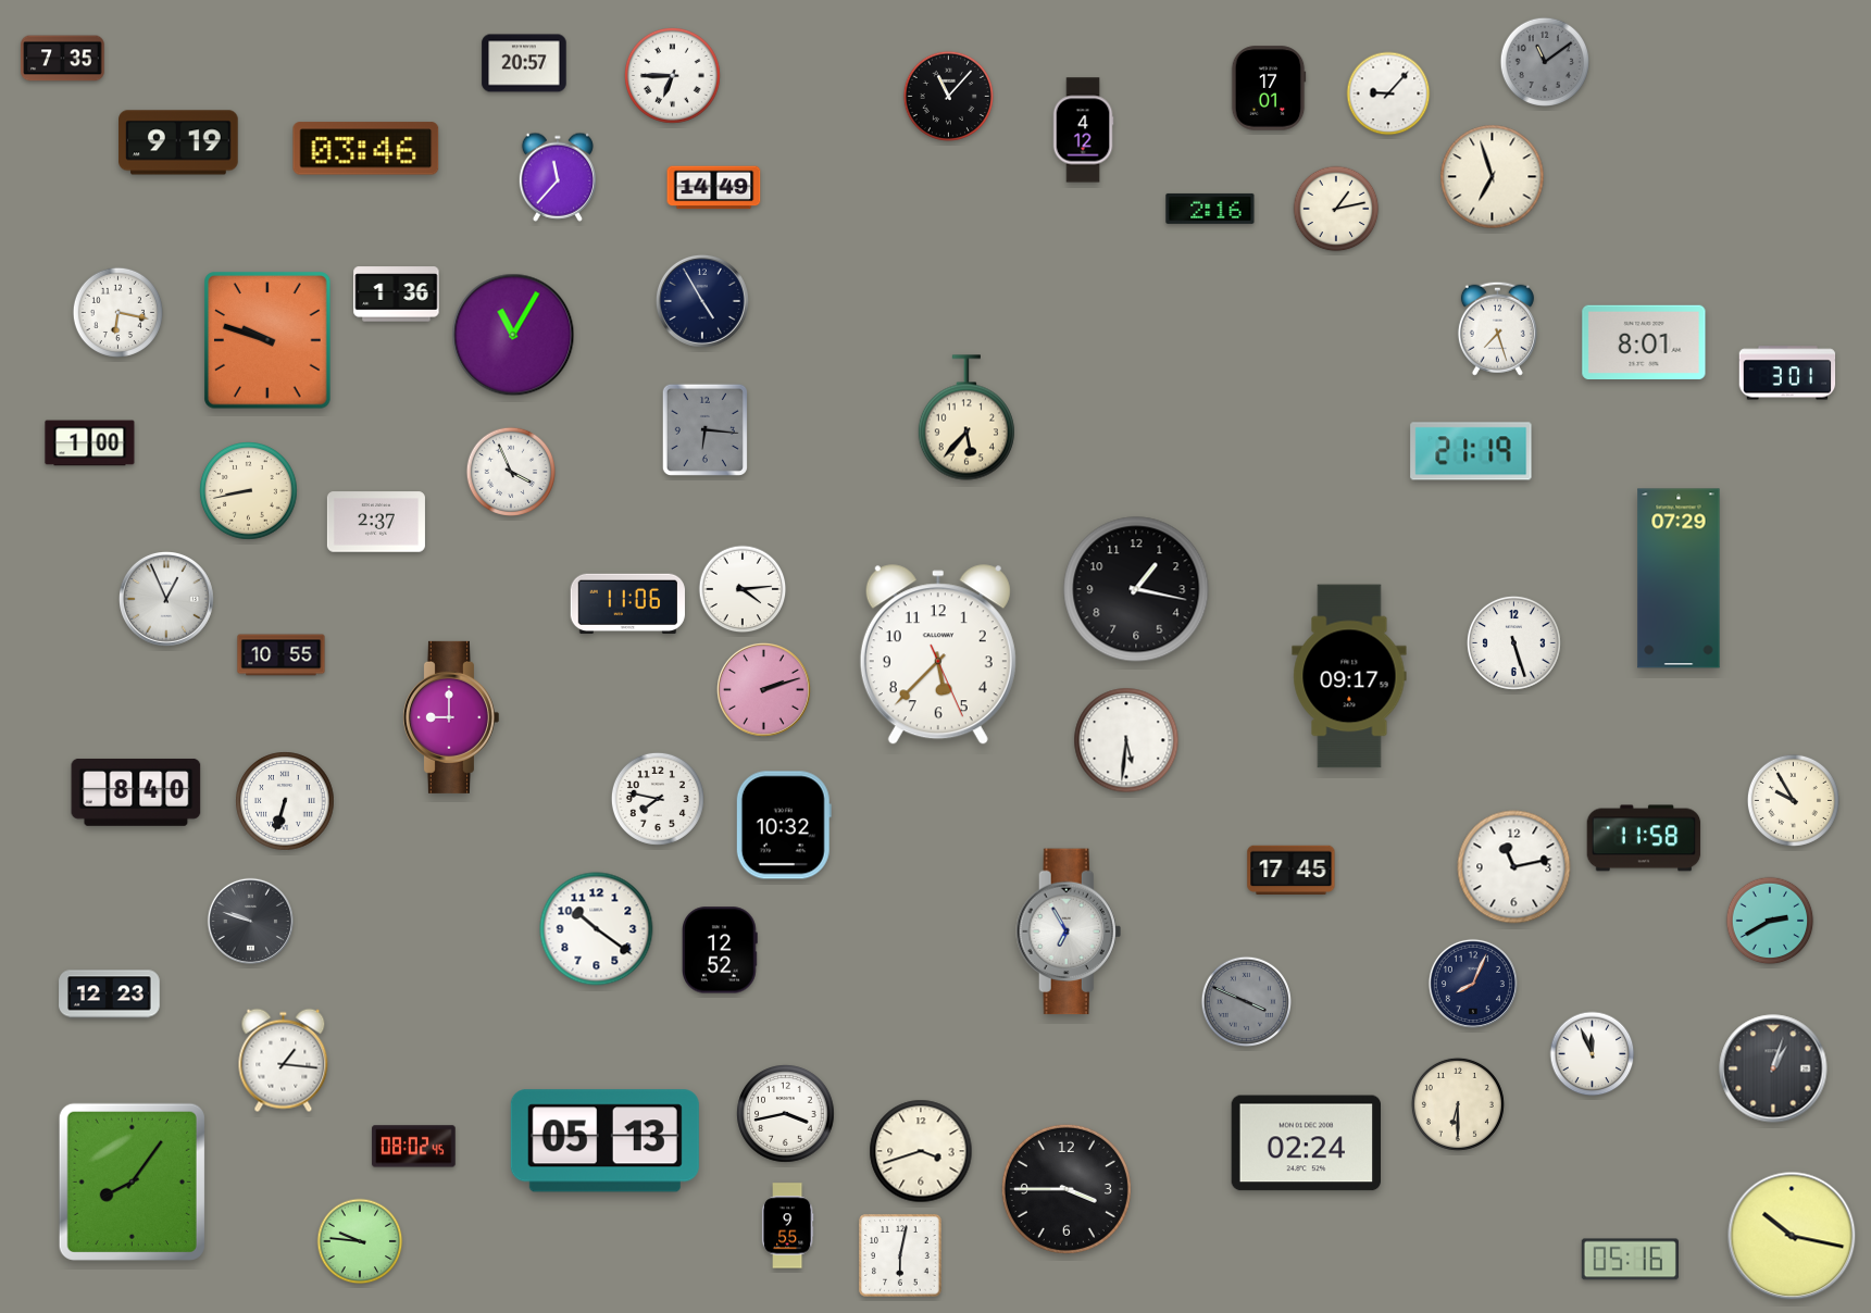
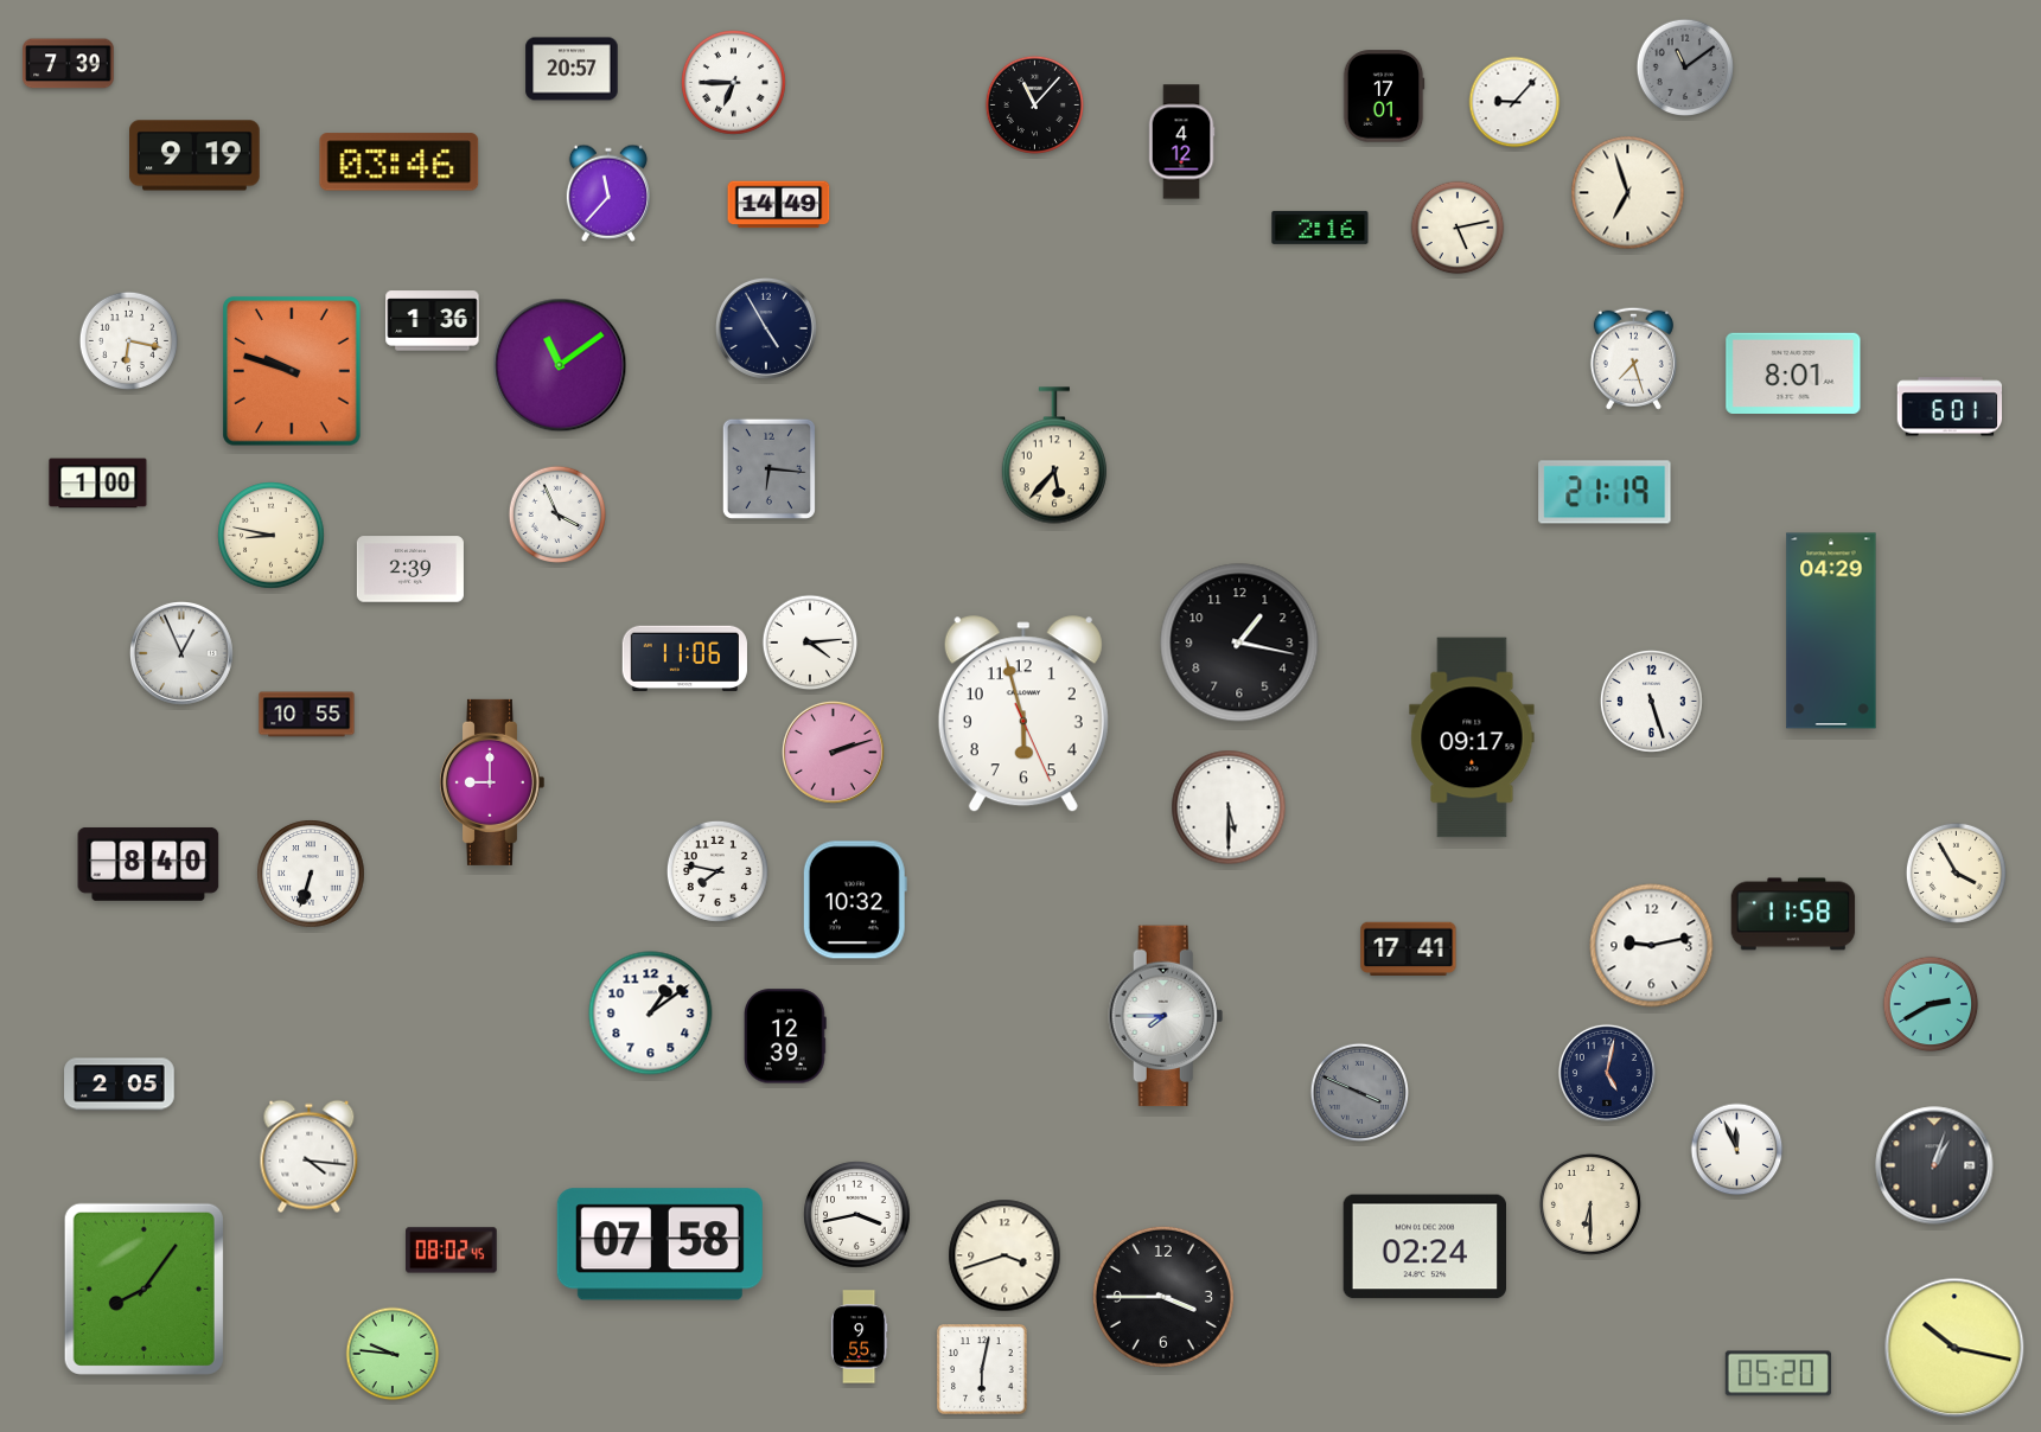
clock at (63, 59): 7:35 -> 7:39
clock at (1336, 209): 1:13 -> 5:13
clock at (513, 335): 11:05 -> 11:09
clock at (1787, 373): 3:01 -> 6:01
clock at (249, 491): 8:43 -> 8:47
clock at (376, 522): 2:37 -> 2:39
clock at (1679, 578): 07:29 -> 04:29
clock at (938, 655): 5:37 -> 5:57
clock at (1126, 740): 5:31 -> 5:30
clock at (1793, 800): 9:55 -> 3:55
clock at (1514, 867): 11:13 -> 9:13
clock at (1292, 870): 17:45 -> 17:41
clock at (250, 921): 9:48 -> none
clock at (597, 929): 10:21 -> 1:09
clock at (1069, 931): 6:55 -> 7:45
clock at (721, 950): 12:52 -> 12:39
clock at (1473, 984): 8:04 -> 5:02
clock at (110, 995): 12:23 -> 2:05
clock at (284, 1061): 1:16 -> 4:16
clock at (604, 1141): 05:13 -> 07:58
clock at (1630, 1260): 05:16 -> 05:20
